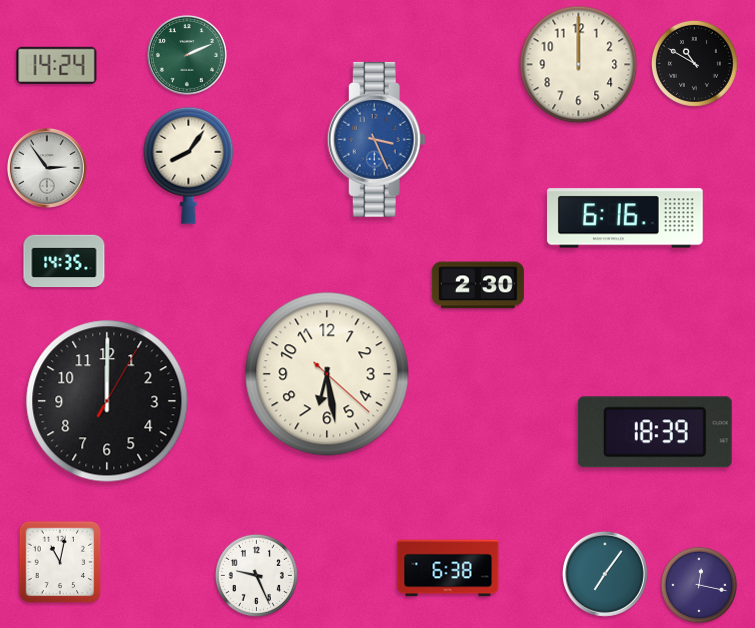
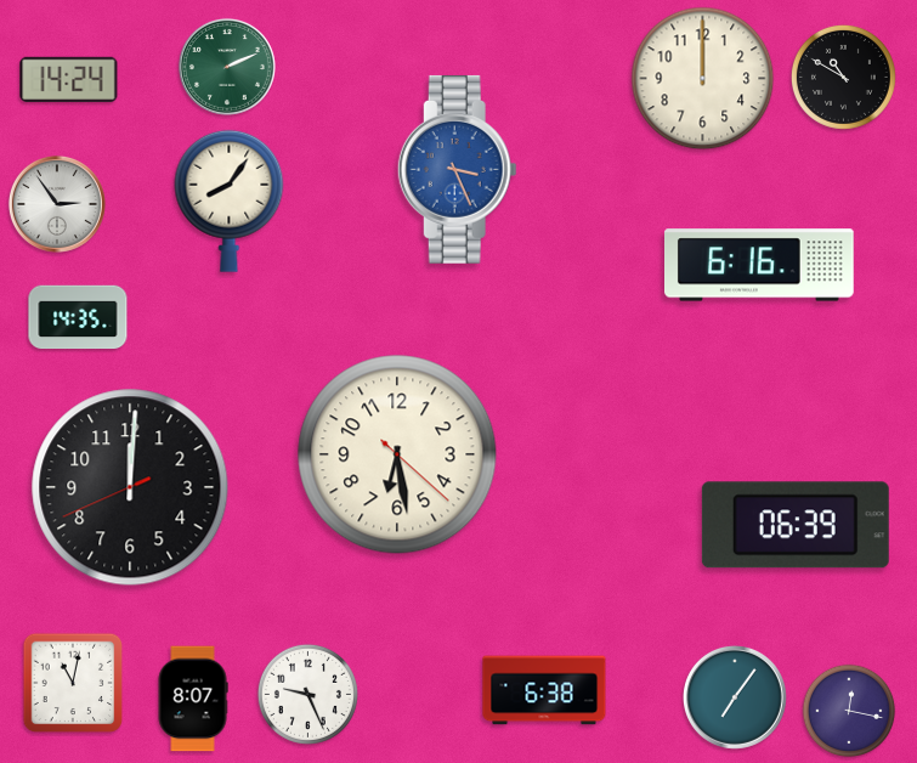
clock at (478, 285): 2:30 -> none
clock at (107, 401): 12:00:05 -> 12:00:41
clock at (655, 432): 18:39 -> 06:39
clock at (193, 699): none -> 8:07
clock at (256, 575) position: (256, 575) -> (307, 694)
